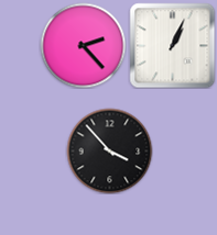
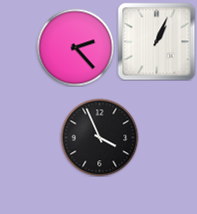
clock at (83, 45) position: (83, 45) -> (75, 47)
clock at (109, 150): 3:53 -> 3:56
